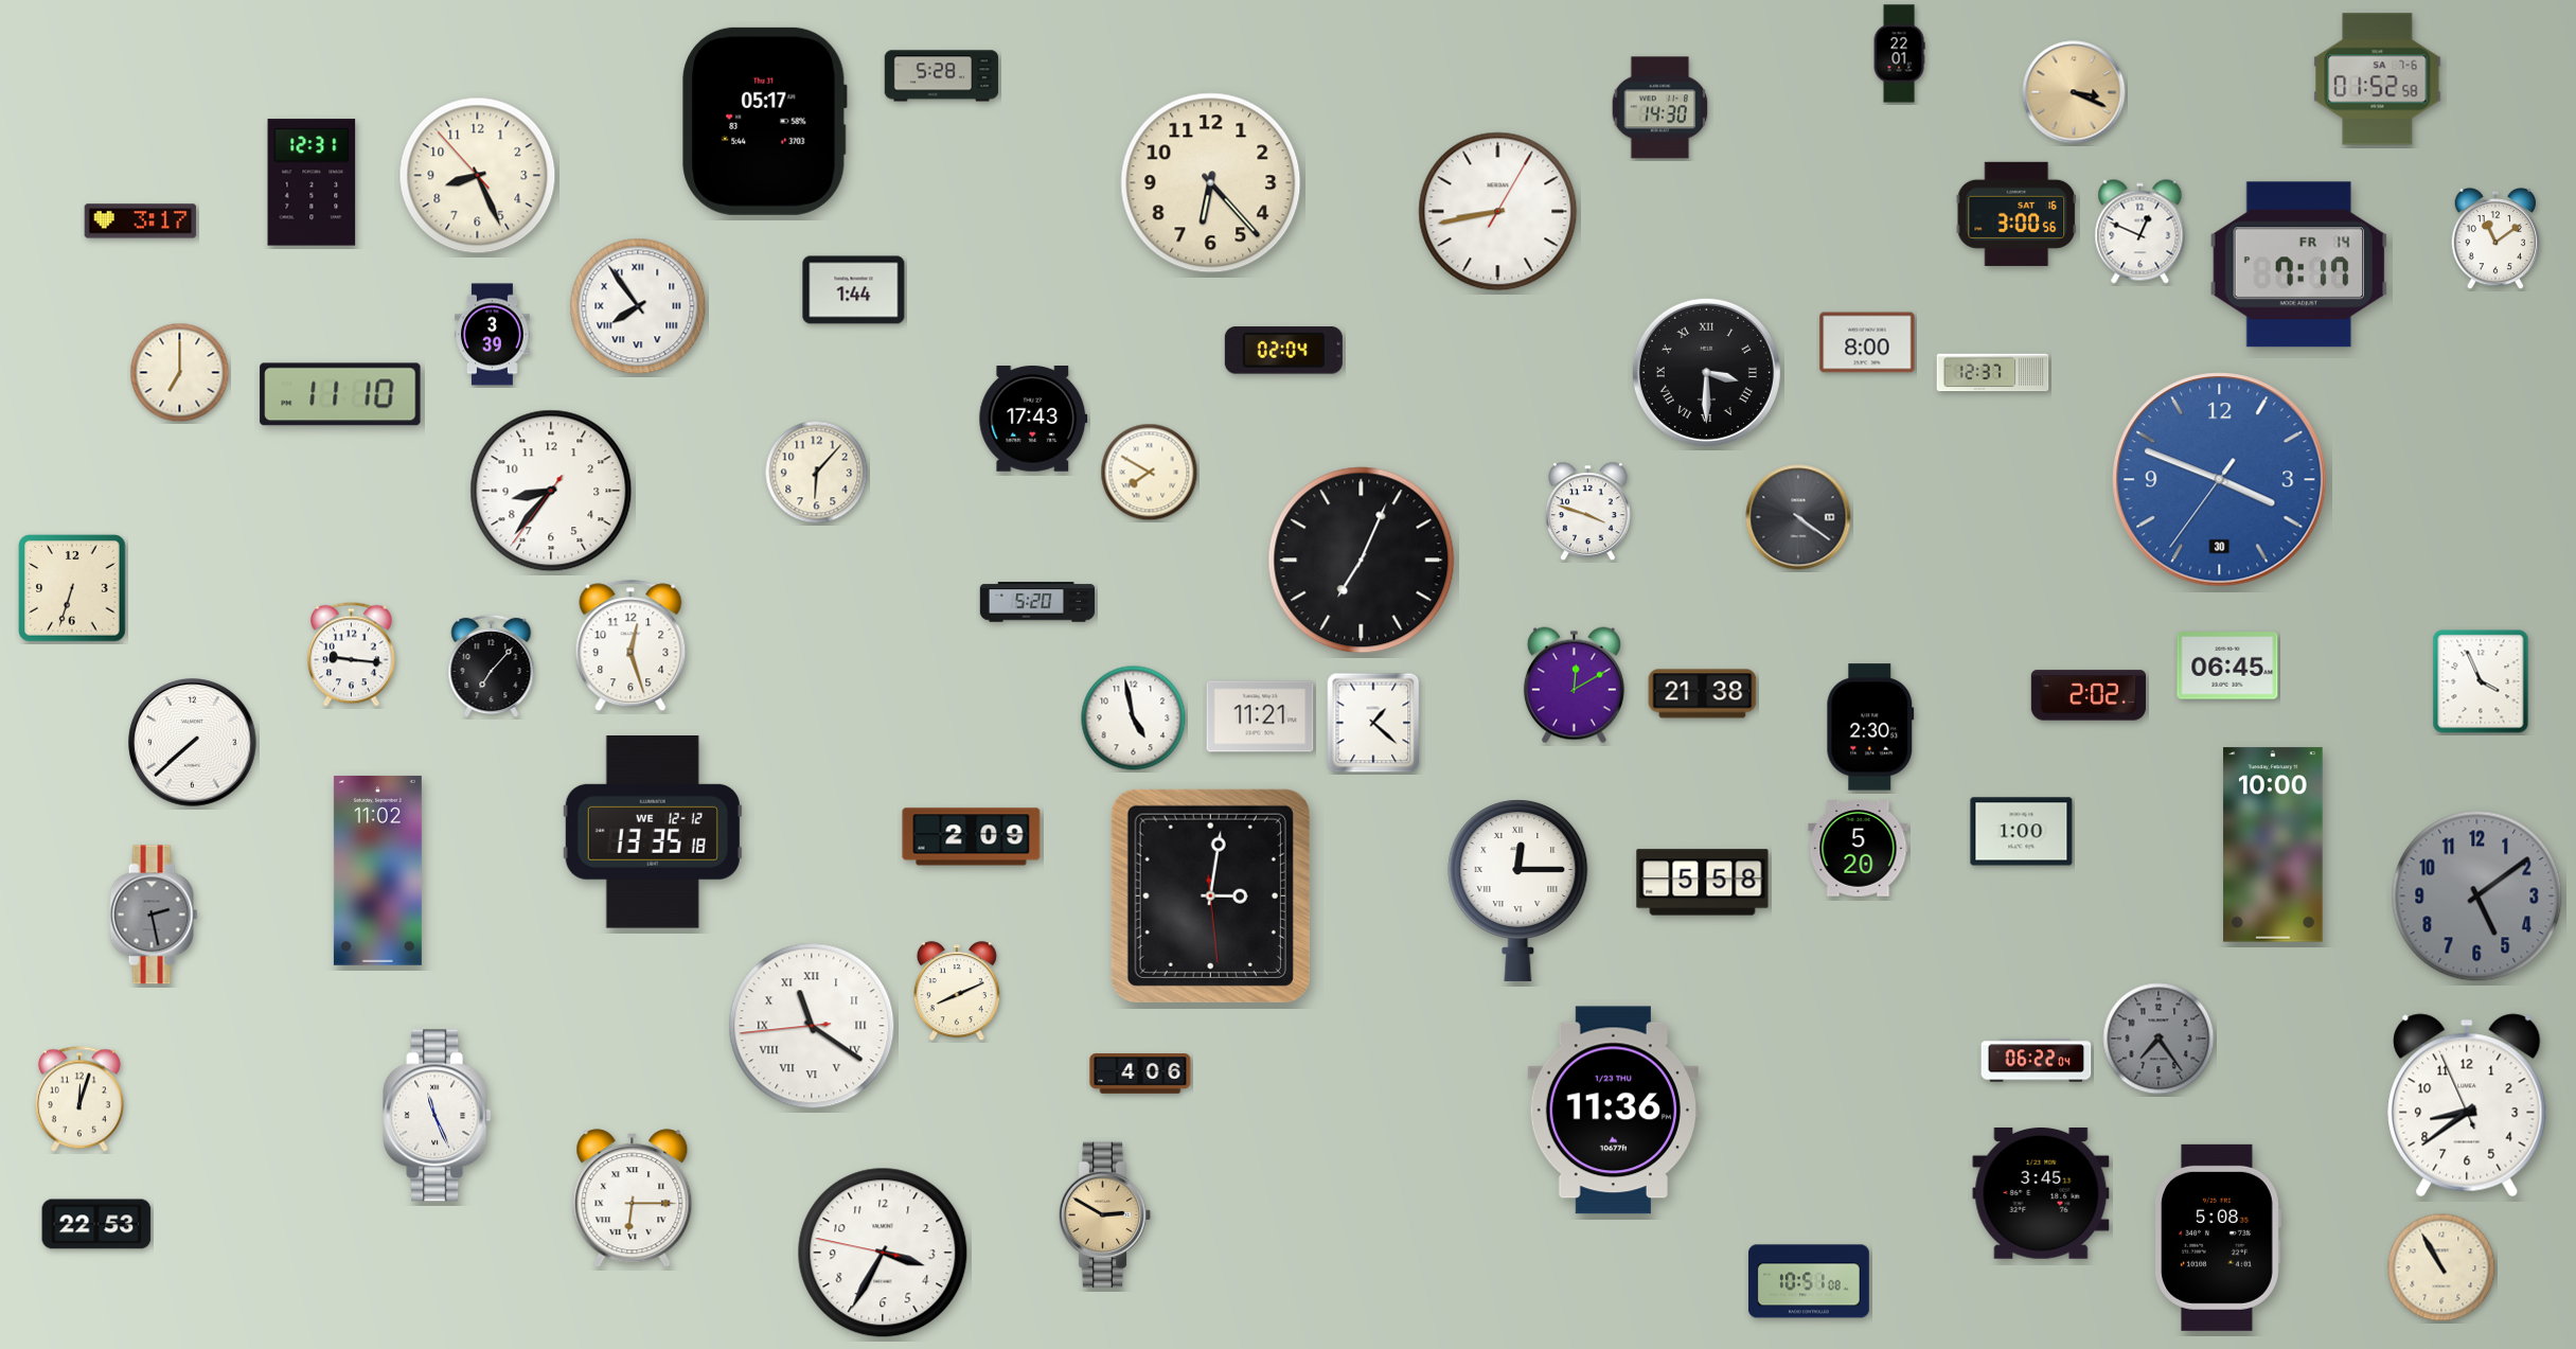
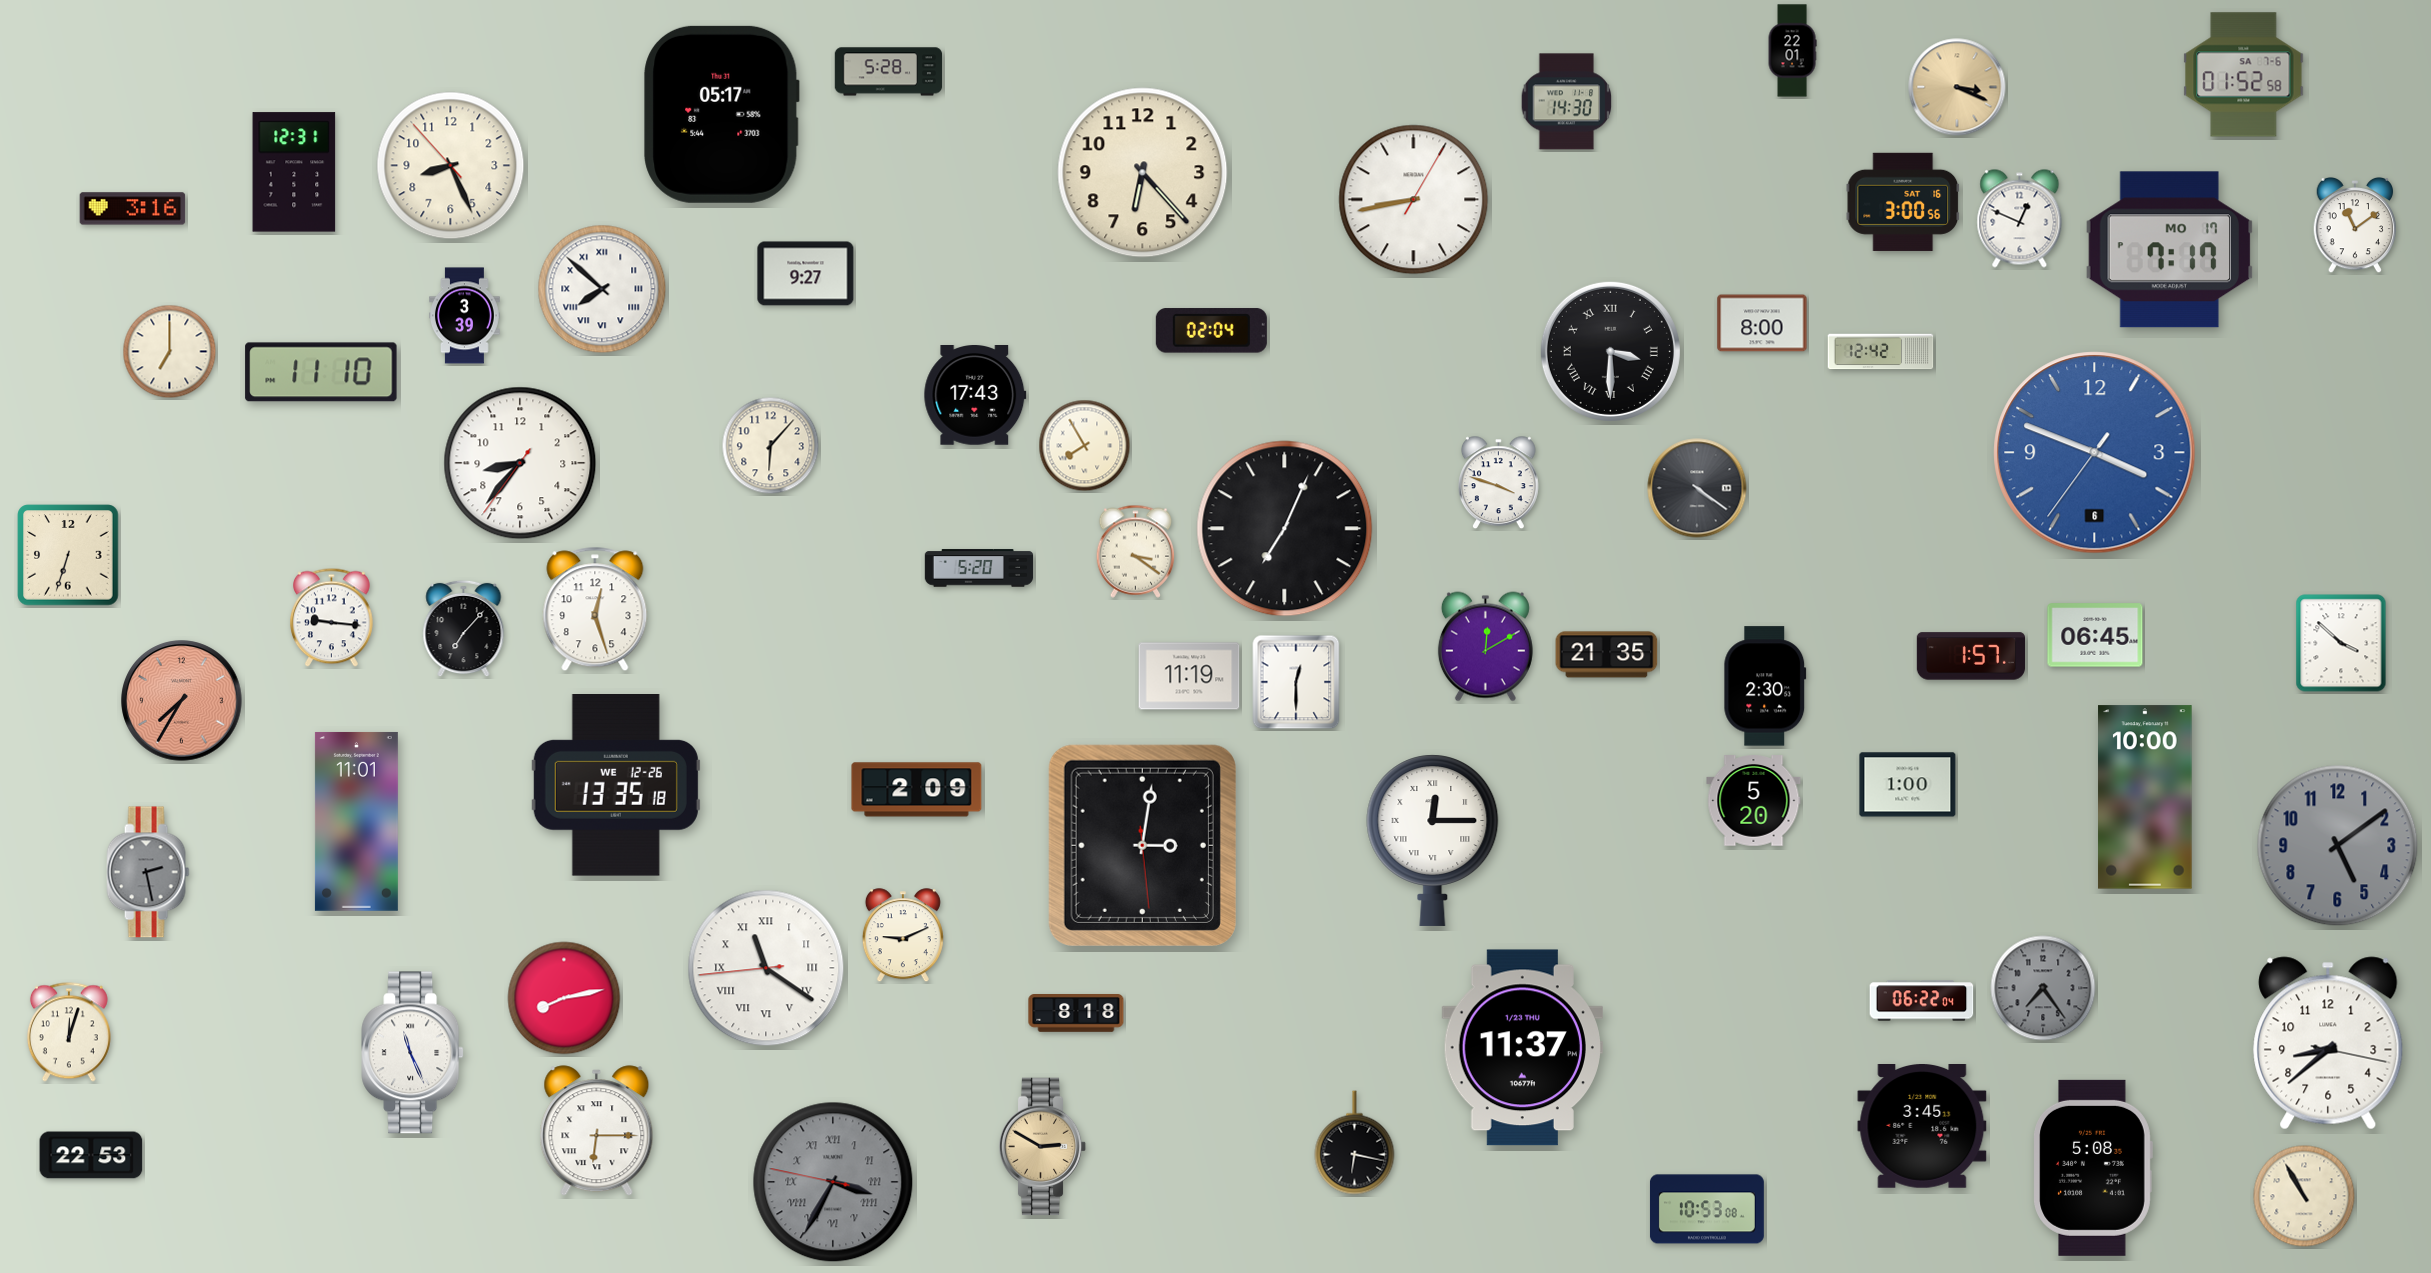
clock at (141, 221): 3:17 -> 3:16
clock at (2299, 265) date: FR 14 -> MO 17
clock at (854, 290): 1:44 -> 9:27
clock at (638, 306): 7:54 -> 7:52
clock at (1993, 373): 12:37 -> 12:42
clock at (1150, 473): 7:50 -> 7:55
clock at (2220, 480) date: 30 -> 6
clock at (1136, 551): none -> 3:21
clock at (2227, 665) position: (2227, 665) -> (2095, 635)
clock at (2481, 681): 3:56 -> 3:52
clock at (1703, 694): 21:38 -> 21:35
clock at (2088, 695): 2:02 -> 1:57
clock at (1260, 716): 11:21 -> 11:19
clock at (1134, 718): 4:58 -> none
clock at (1373, 723): 1:22 -> 12:30
clock at (193, 743): 7:38 -> 7:35
clock at (193, 743) dial: white -> salmon
clock at (653, 833) date: WE 12-12 -> WE 12-26
clock at (377, 870): 11:02 -> 11:01
clock at (1703, 883): 5:58 -> none
clock at (154, 915) position: (154, 915) -> (148, 872)
clock at (957, 992): 8:11 -> 9:11
clock at (2158, 1039) position: (2158, 1039) -> (2043, 988)
clock at (564, 998): none -> 8:13
clock at (1140, 1075): 4:06 -> 8:18
clock at (79, 1099) position: (79, 1099) -> (69, 1032)
clock at (2467, 1105): 8:38:56 -> 8:38:17
clock at (1613, 1111): 11:36 -> 11:37
clock at (2041, 1194) position: (2041, 1194) -> (1922, 1127)
clock at (1355, 1143): none -> 6:17
clock at (883, 1253) dial: white -> grey
clock at (883, 1253) numerals: Arabic -> Roman
clock at (1809, 1281): 10:51 -> 10:53
